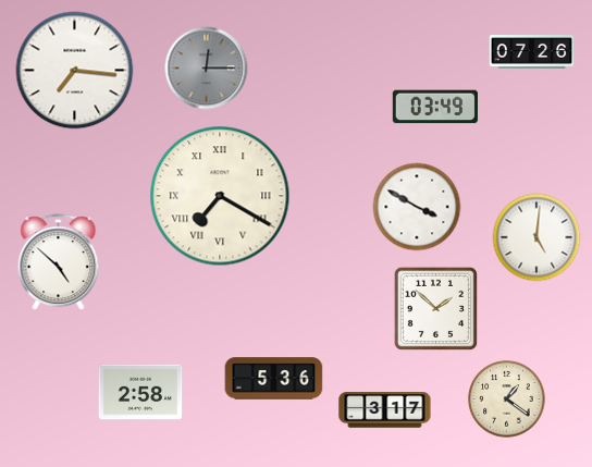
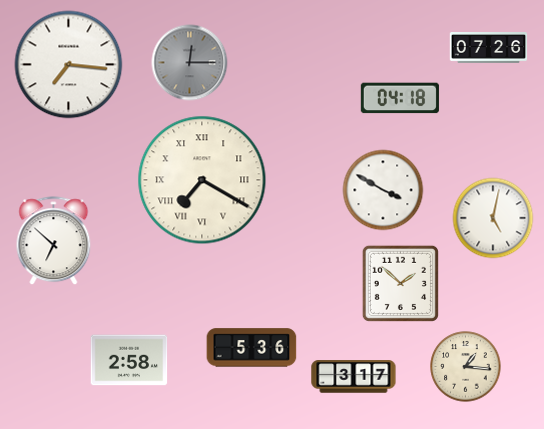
clock at (435, 107): 03:49 -> 04:18
clock at (536, 237): 5:01 -> 5:02
clock at (59, 262): 4:52 -> 6:52
clock at (507, 400): 1:21 -> 1:16
